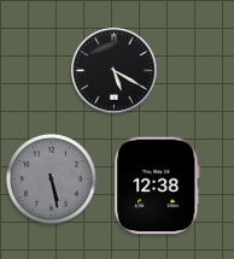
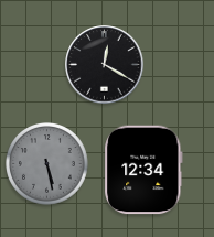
clock at (115, 71): 5:20 -> 12:20
clock at (157, 186): 12:38 -> 12:34
